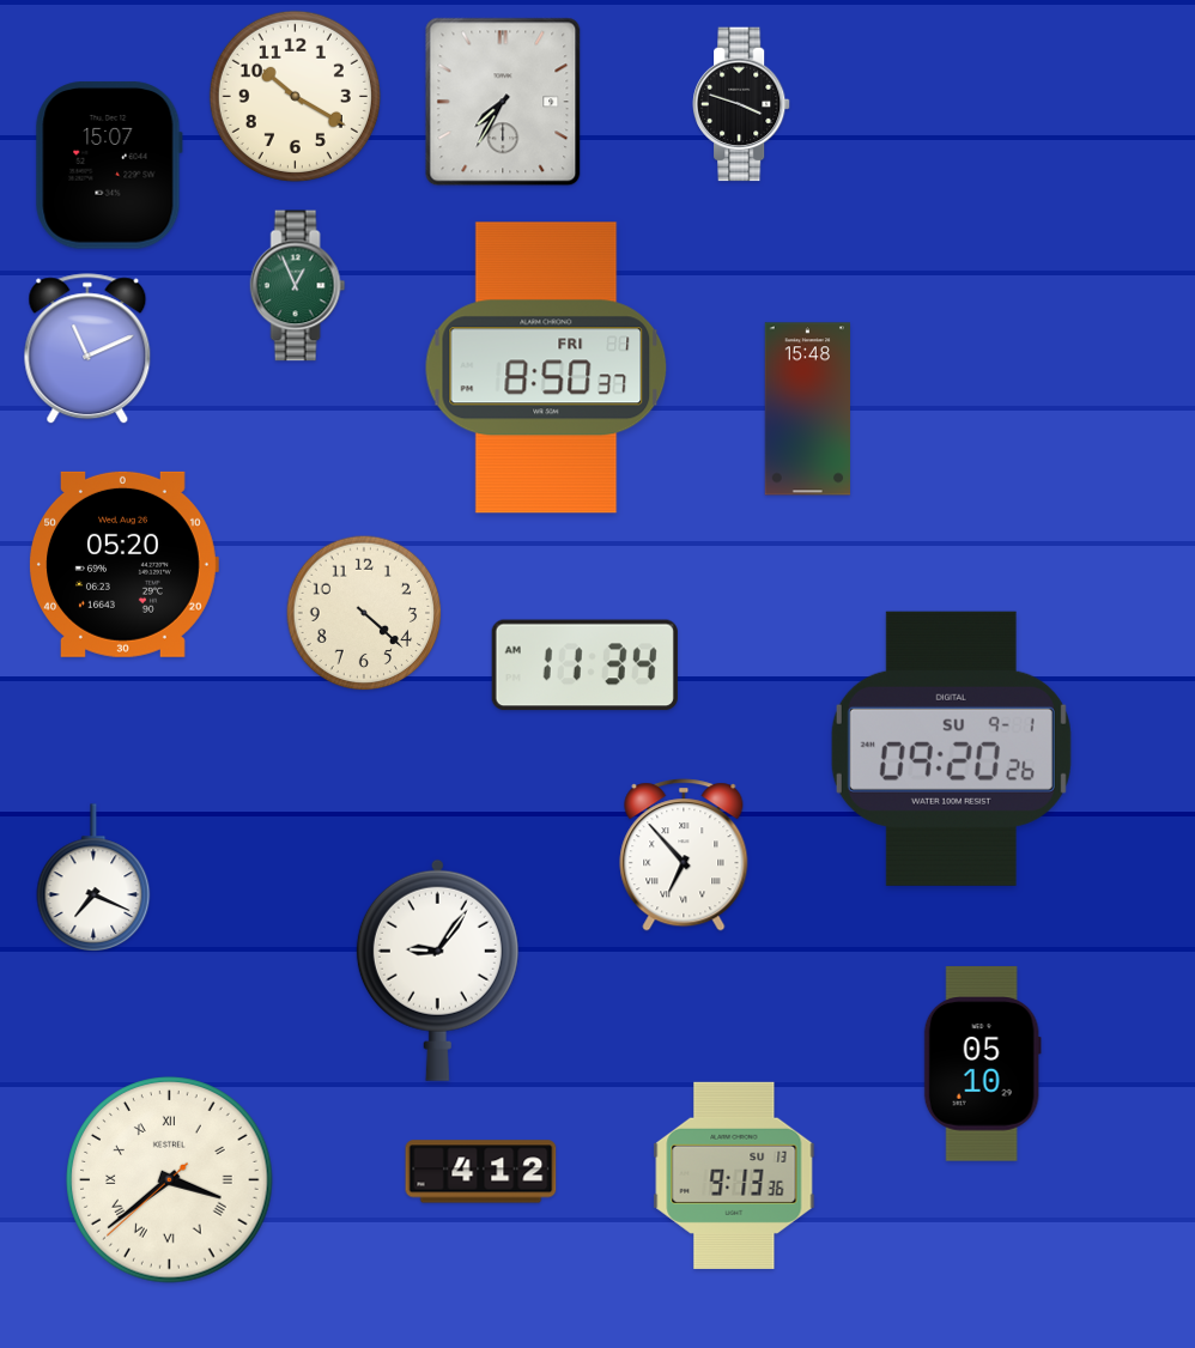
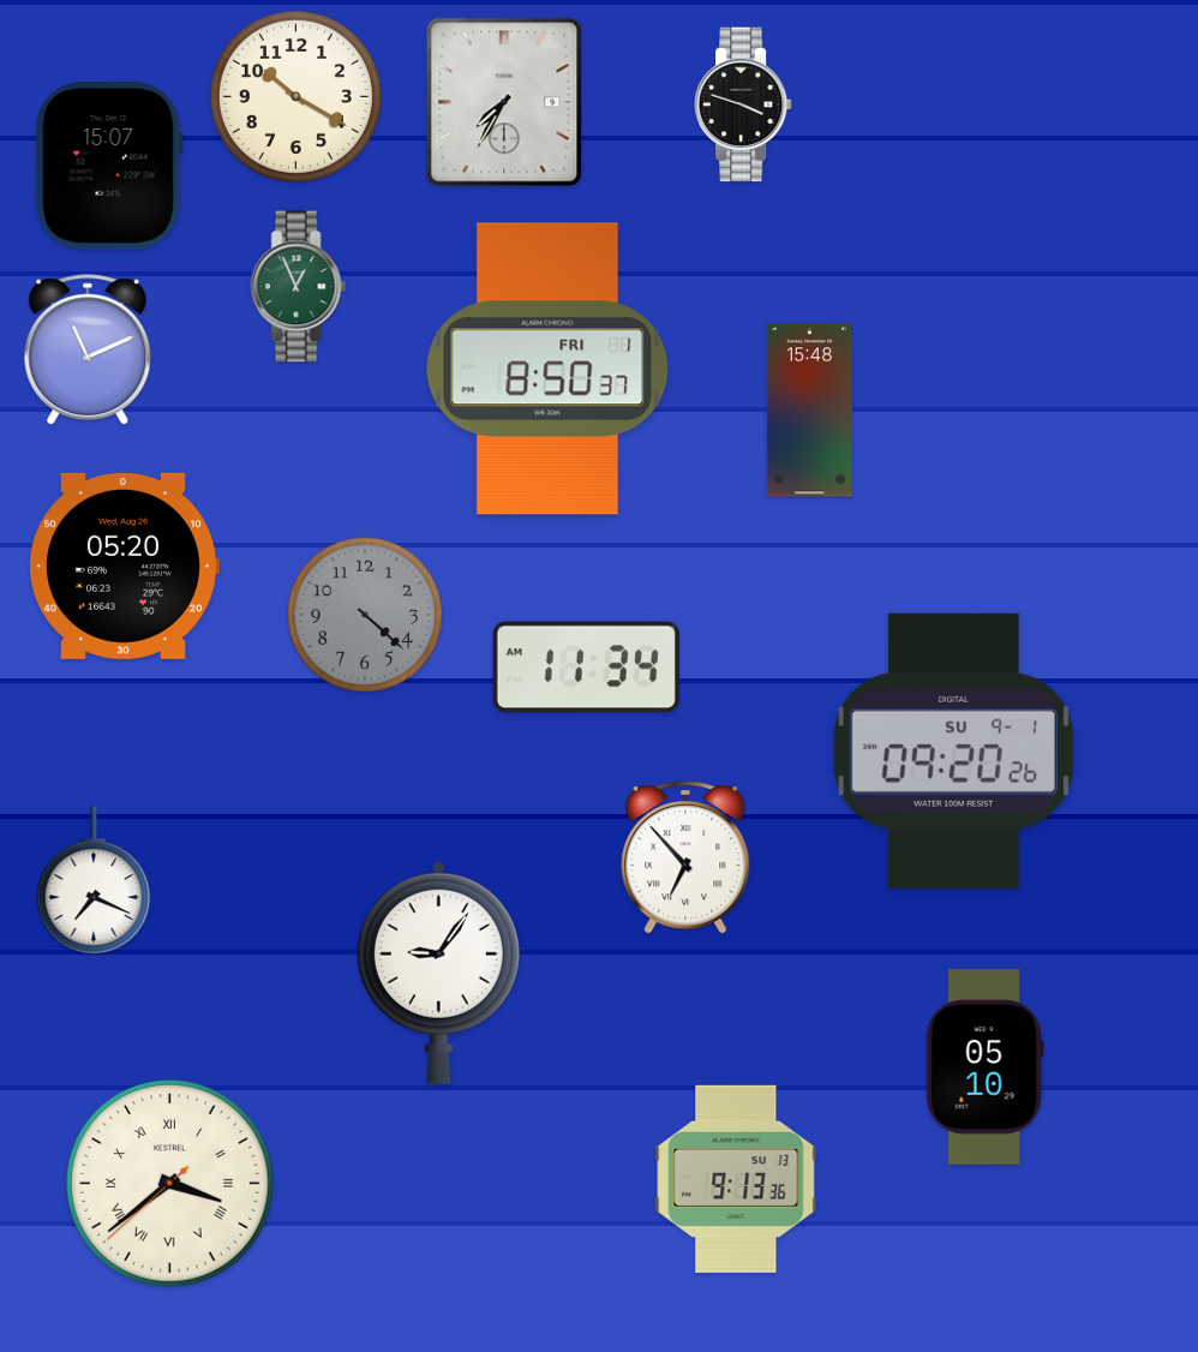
clock at (364, 613) dial: cream -> grey
clock at (481, 1172): 4:12 -> none
